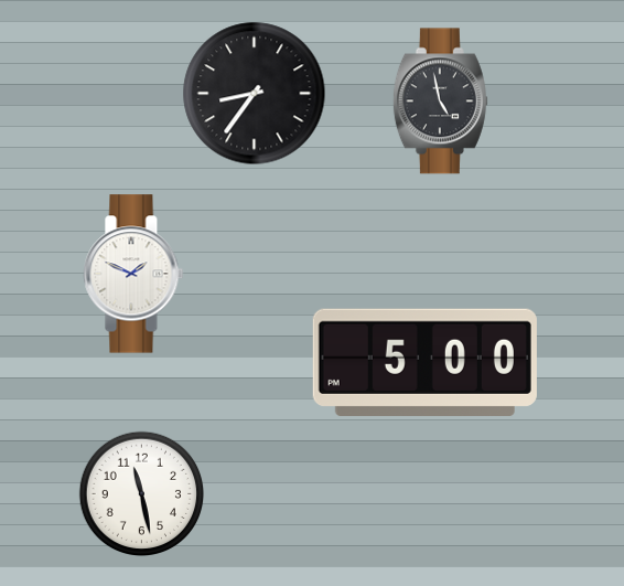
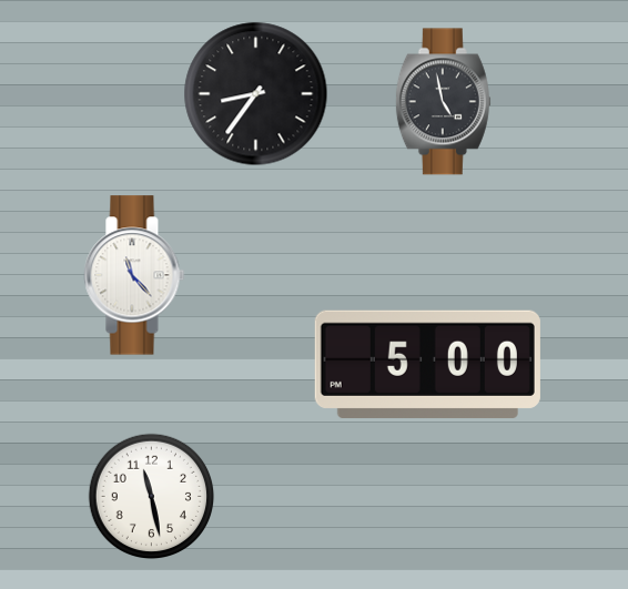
clock at (133, 274): 1:49 -> 11:23
clock at (142, 494) position: (142, 494) -> (152, 497)
